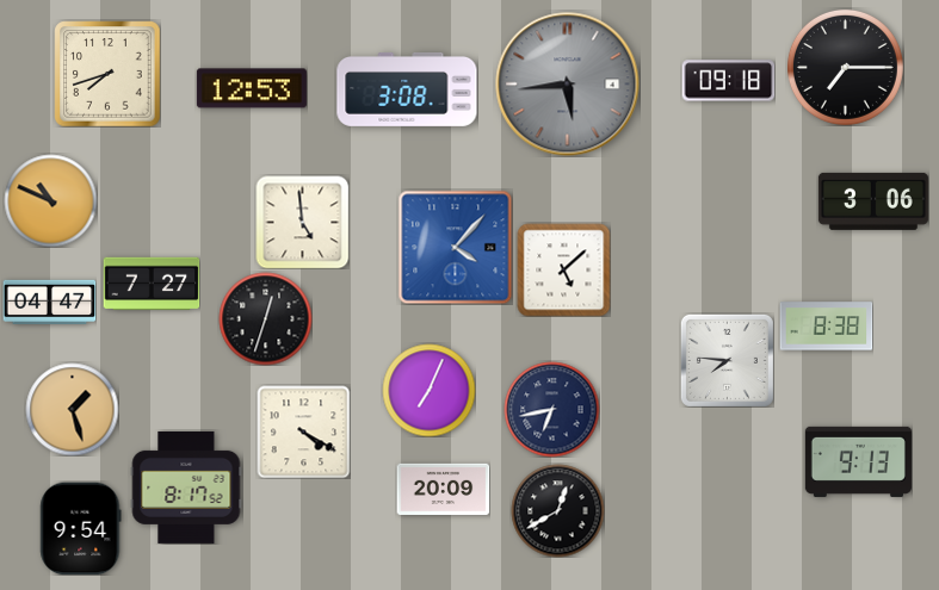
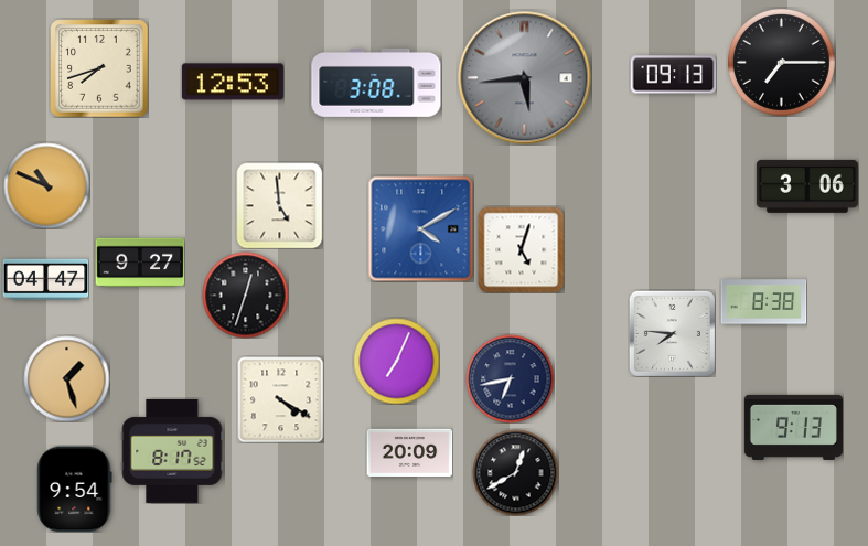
clock at (728, 81): 09:18 -> 09:13
clock at (455, 247): 4:07 -> 4:10
clock at (563, 269): 5:08 -> 5:03
clock at (152, 284): 7:27 -> 9:27
